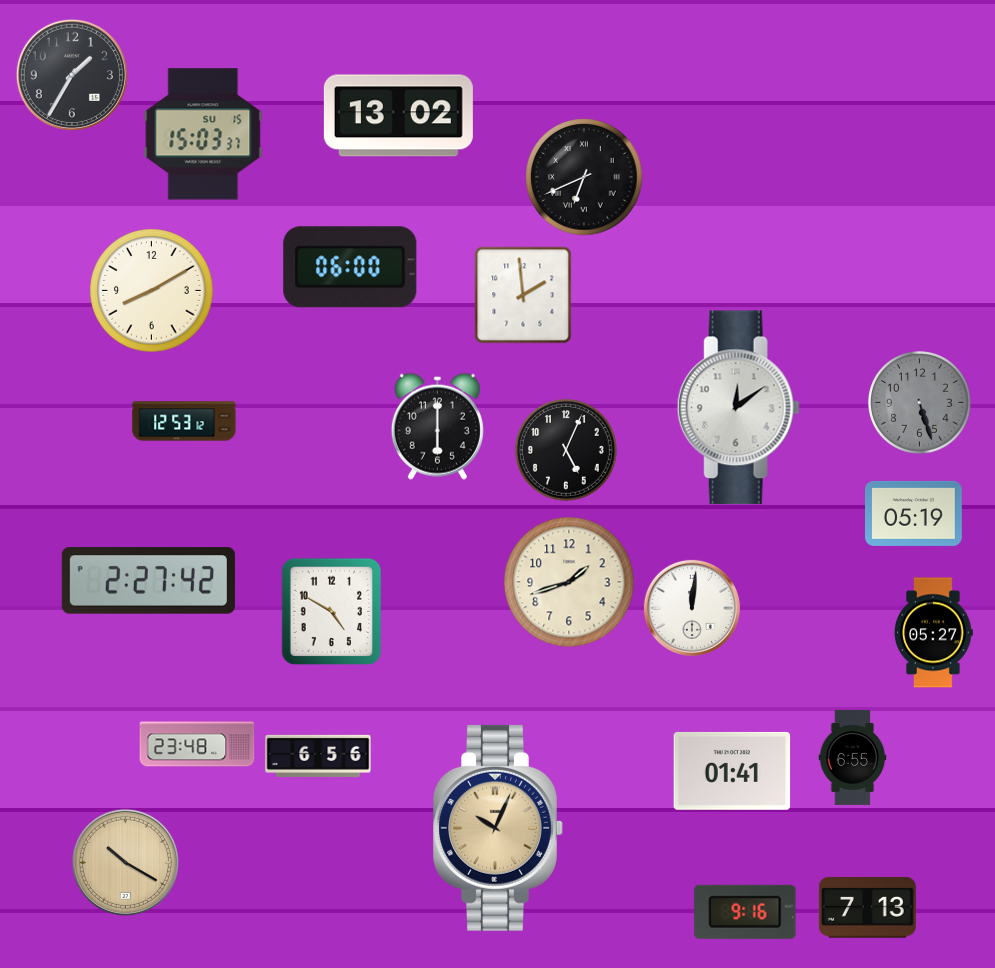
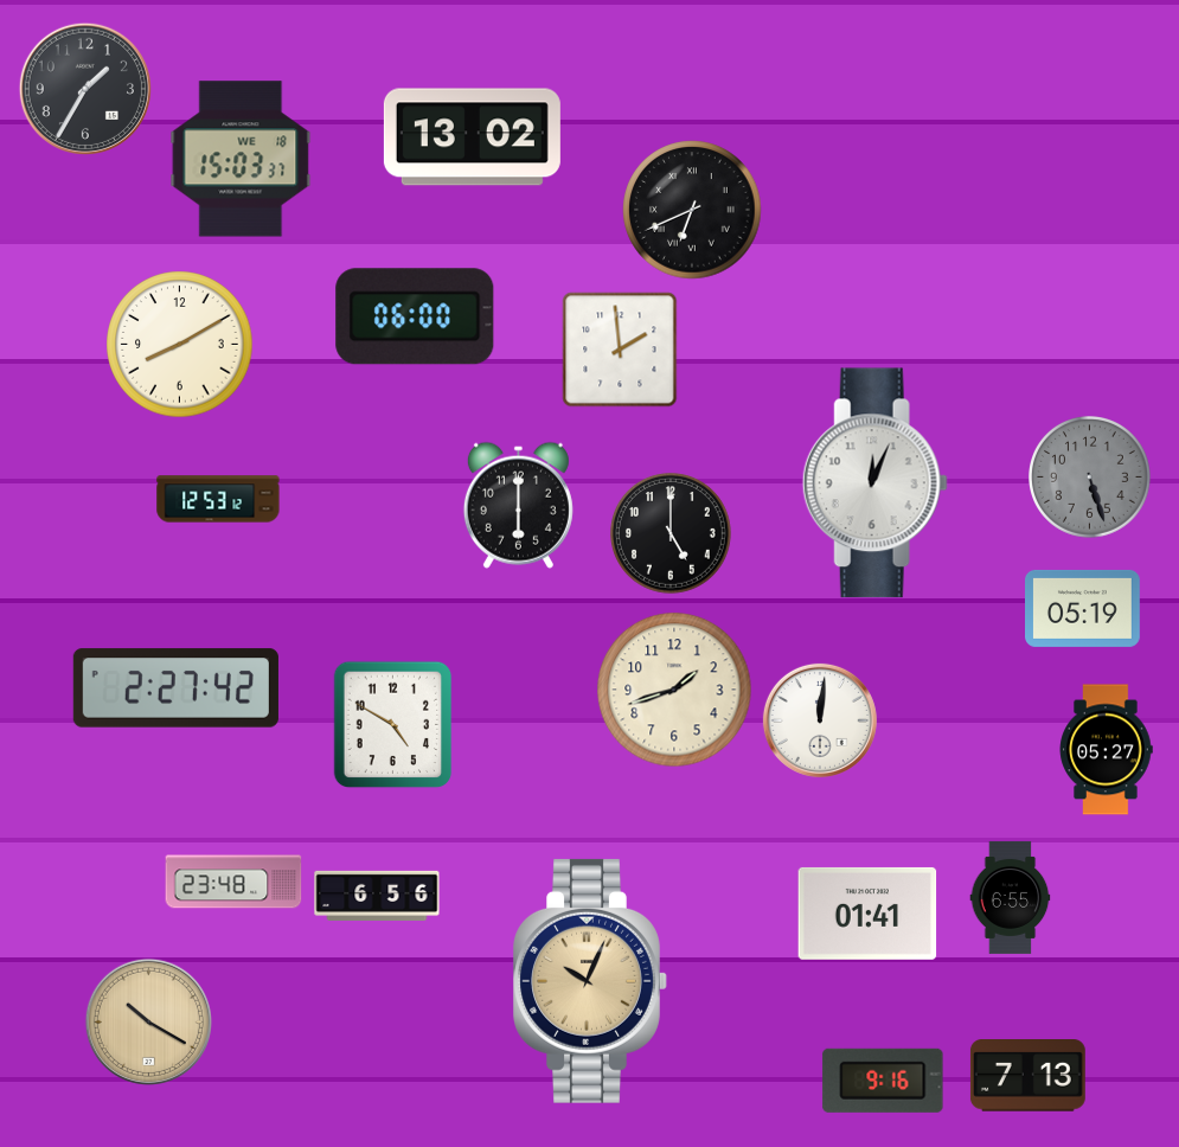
clock at (203, 134) date: SU 15 -> WE 18
clock at (738, 408): 12:09 -> 12:04
clock at (567, 451): 5:04 -> 5:00
